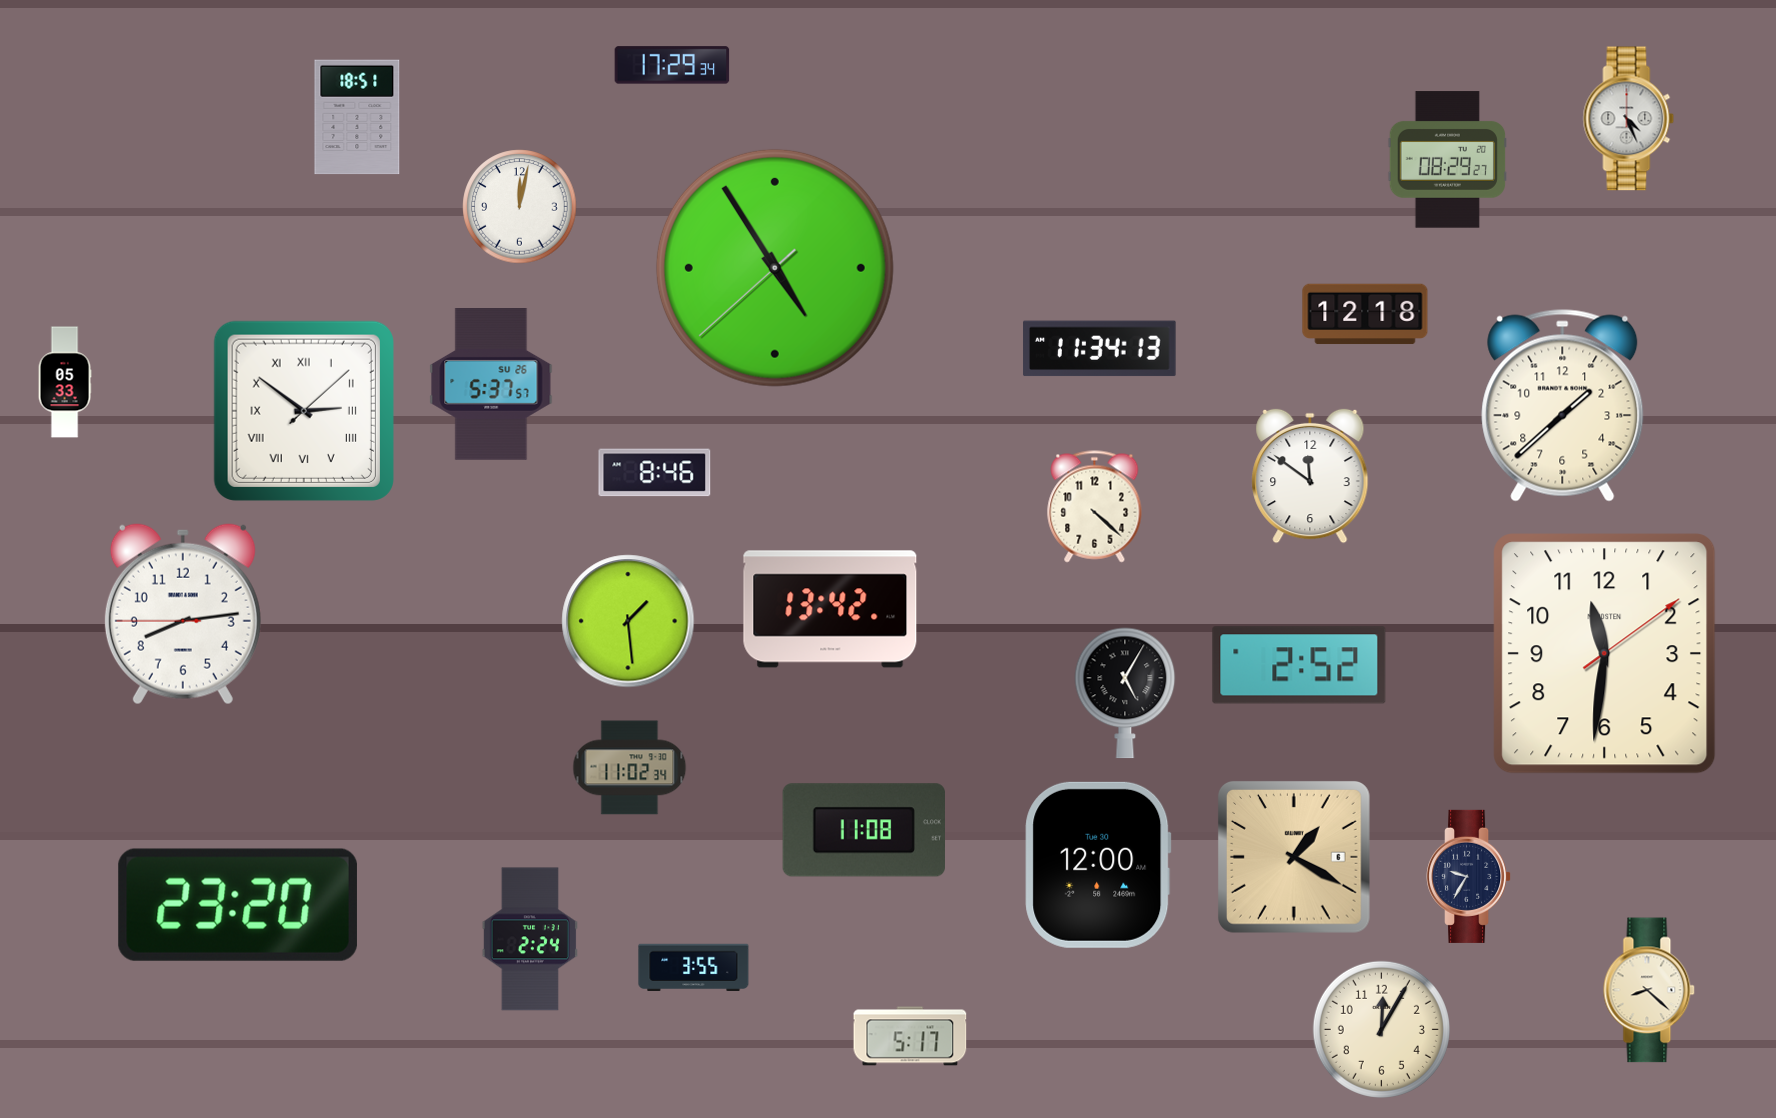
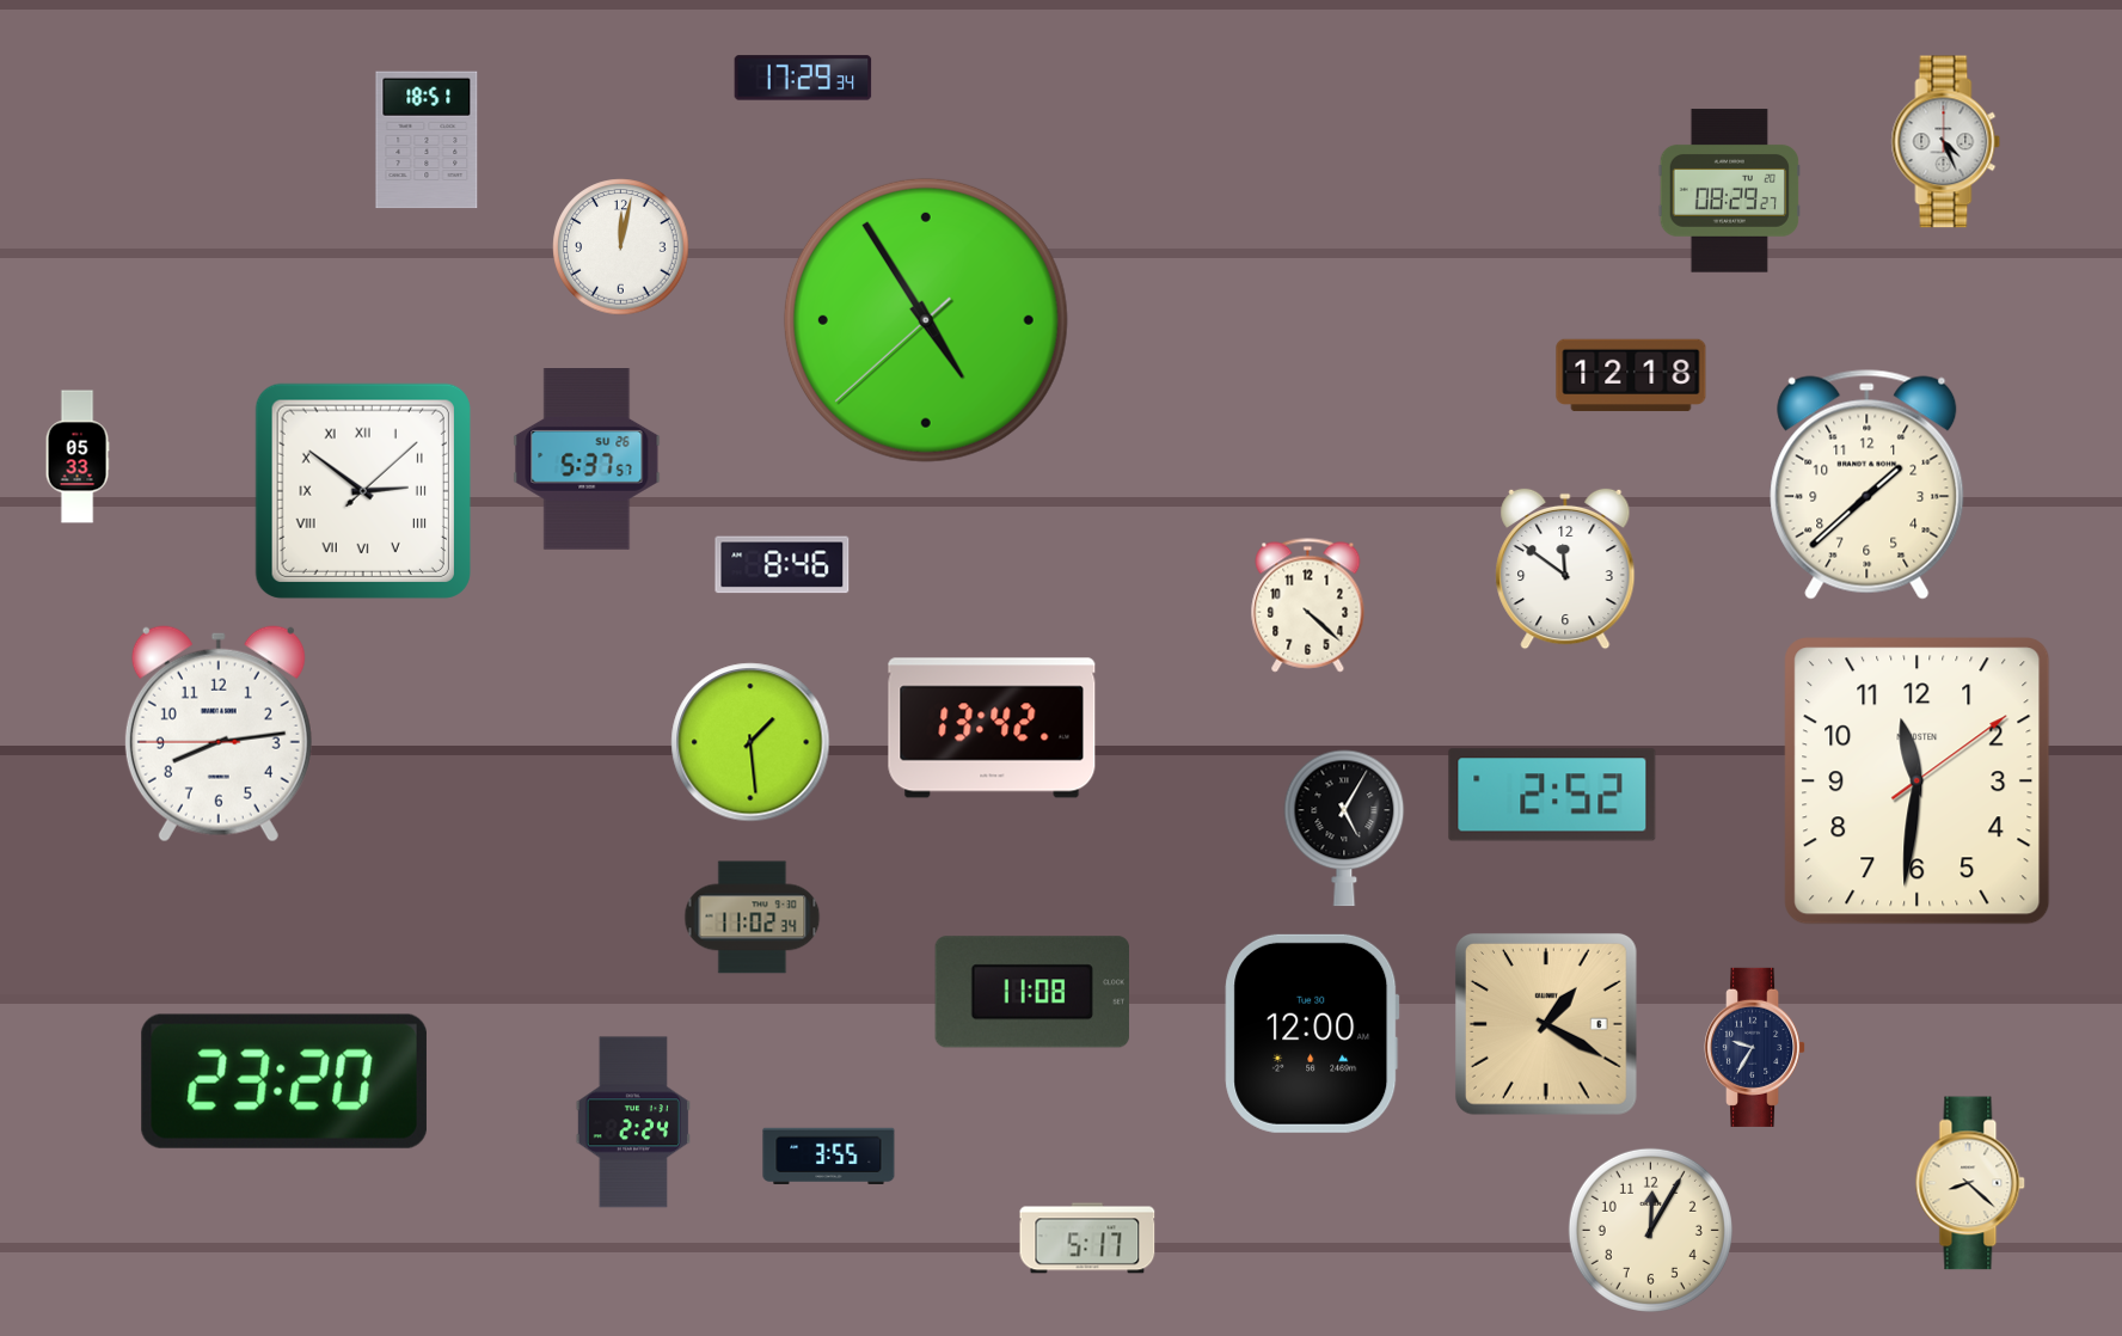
clock at (1100, 349): 11:34 -> none
